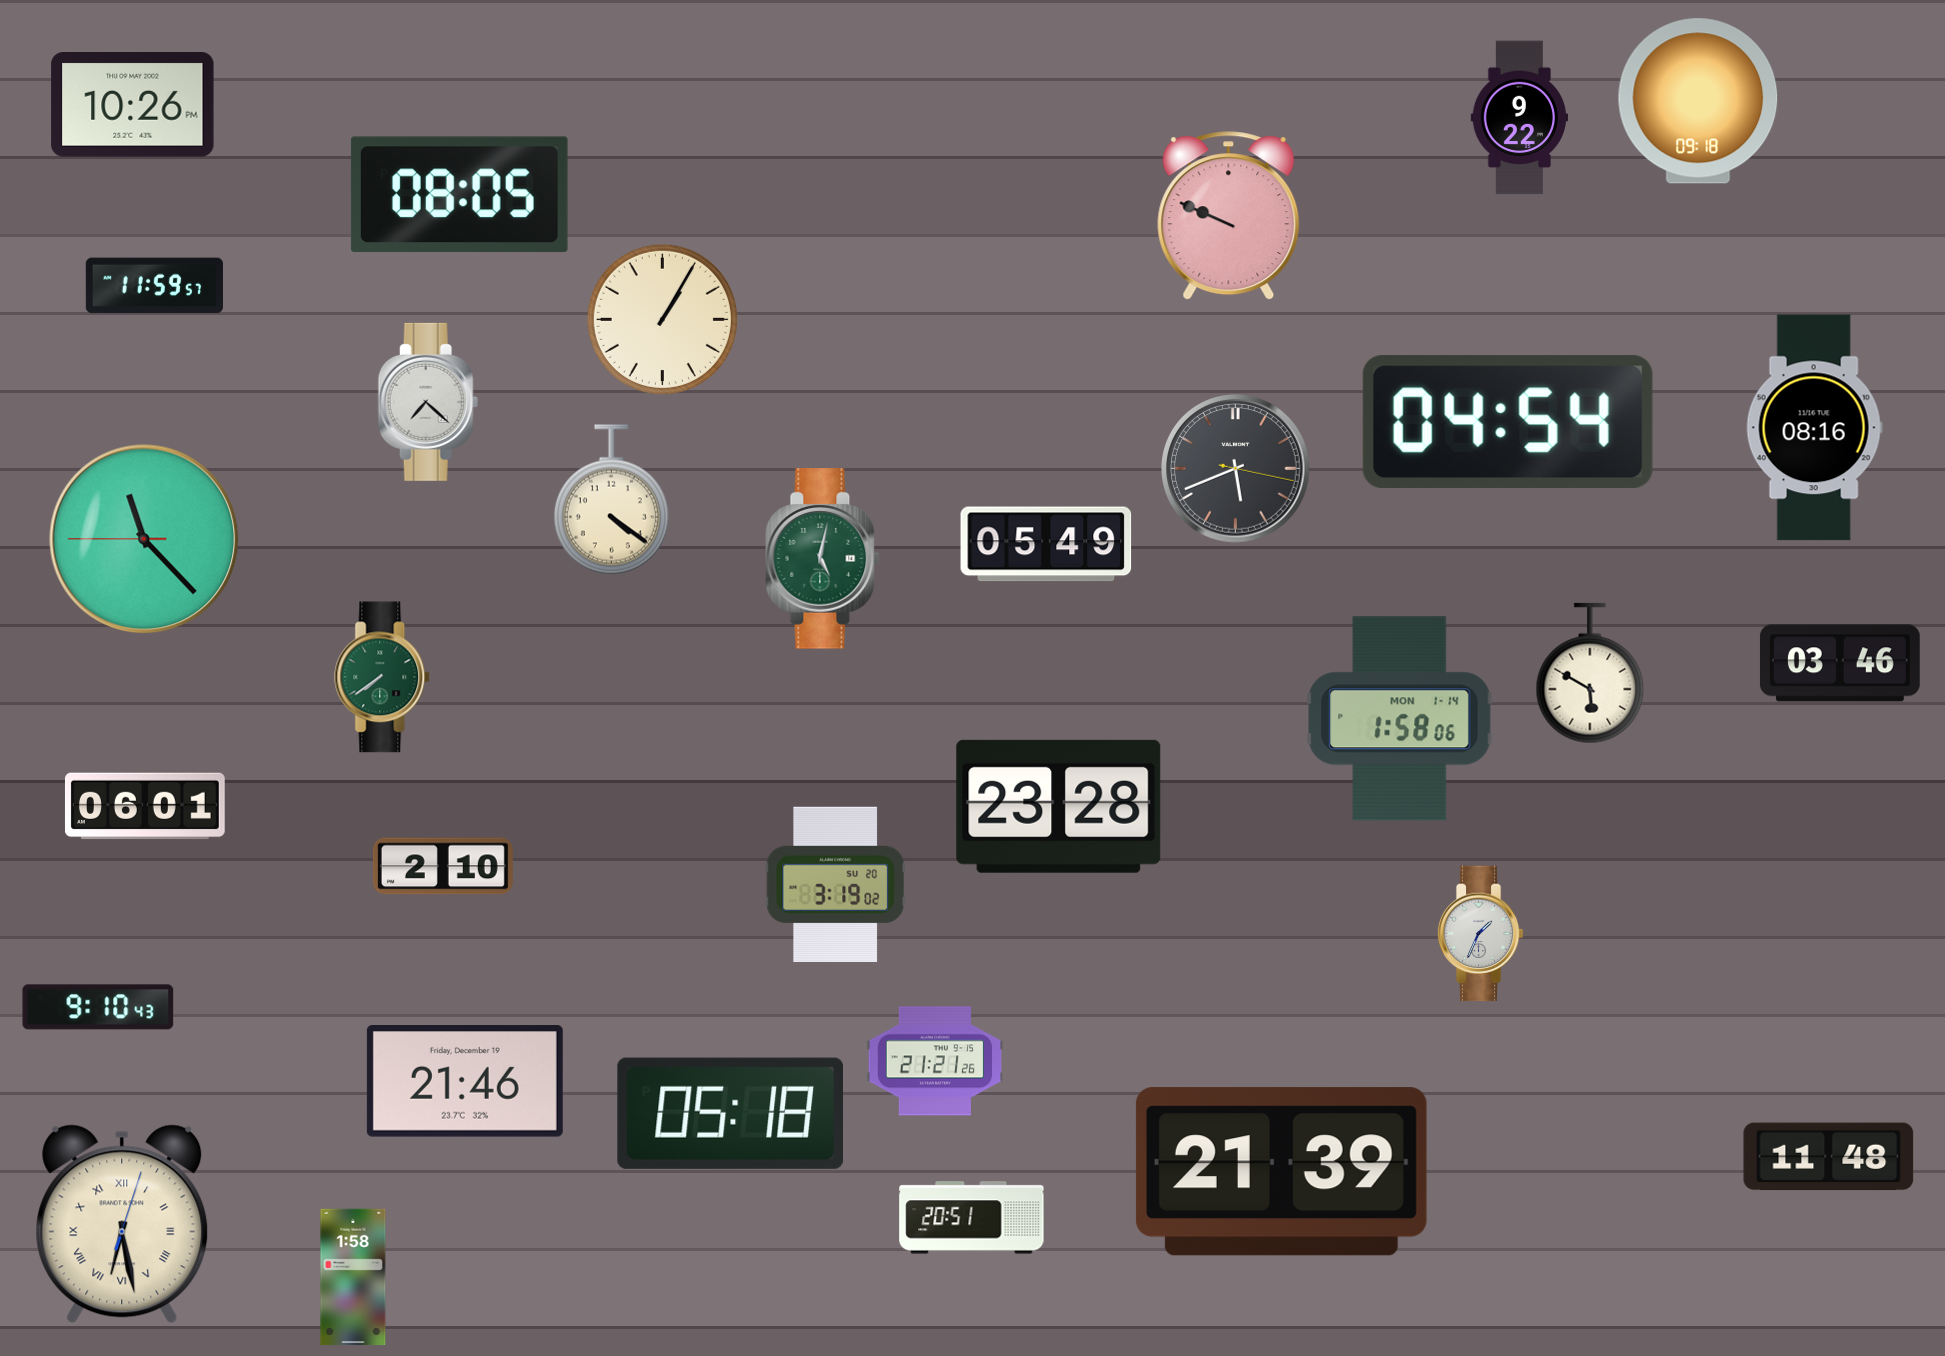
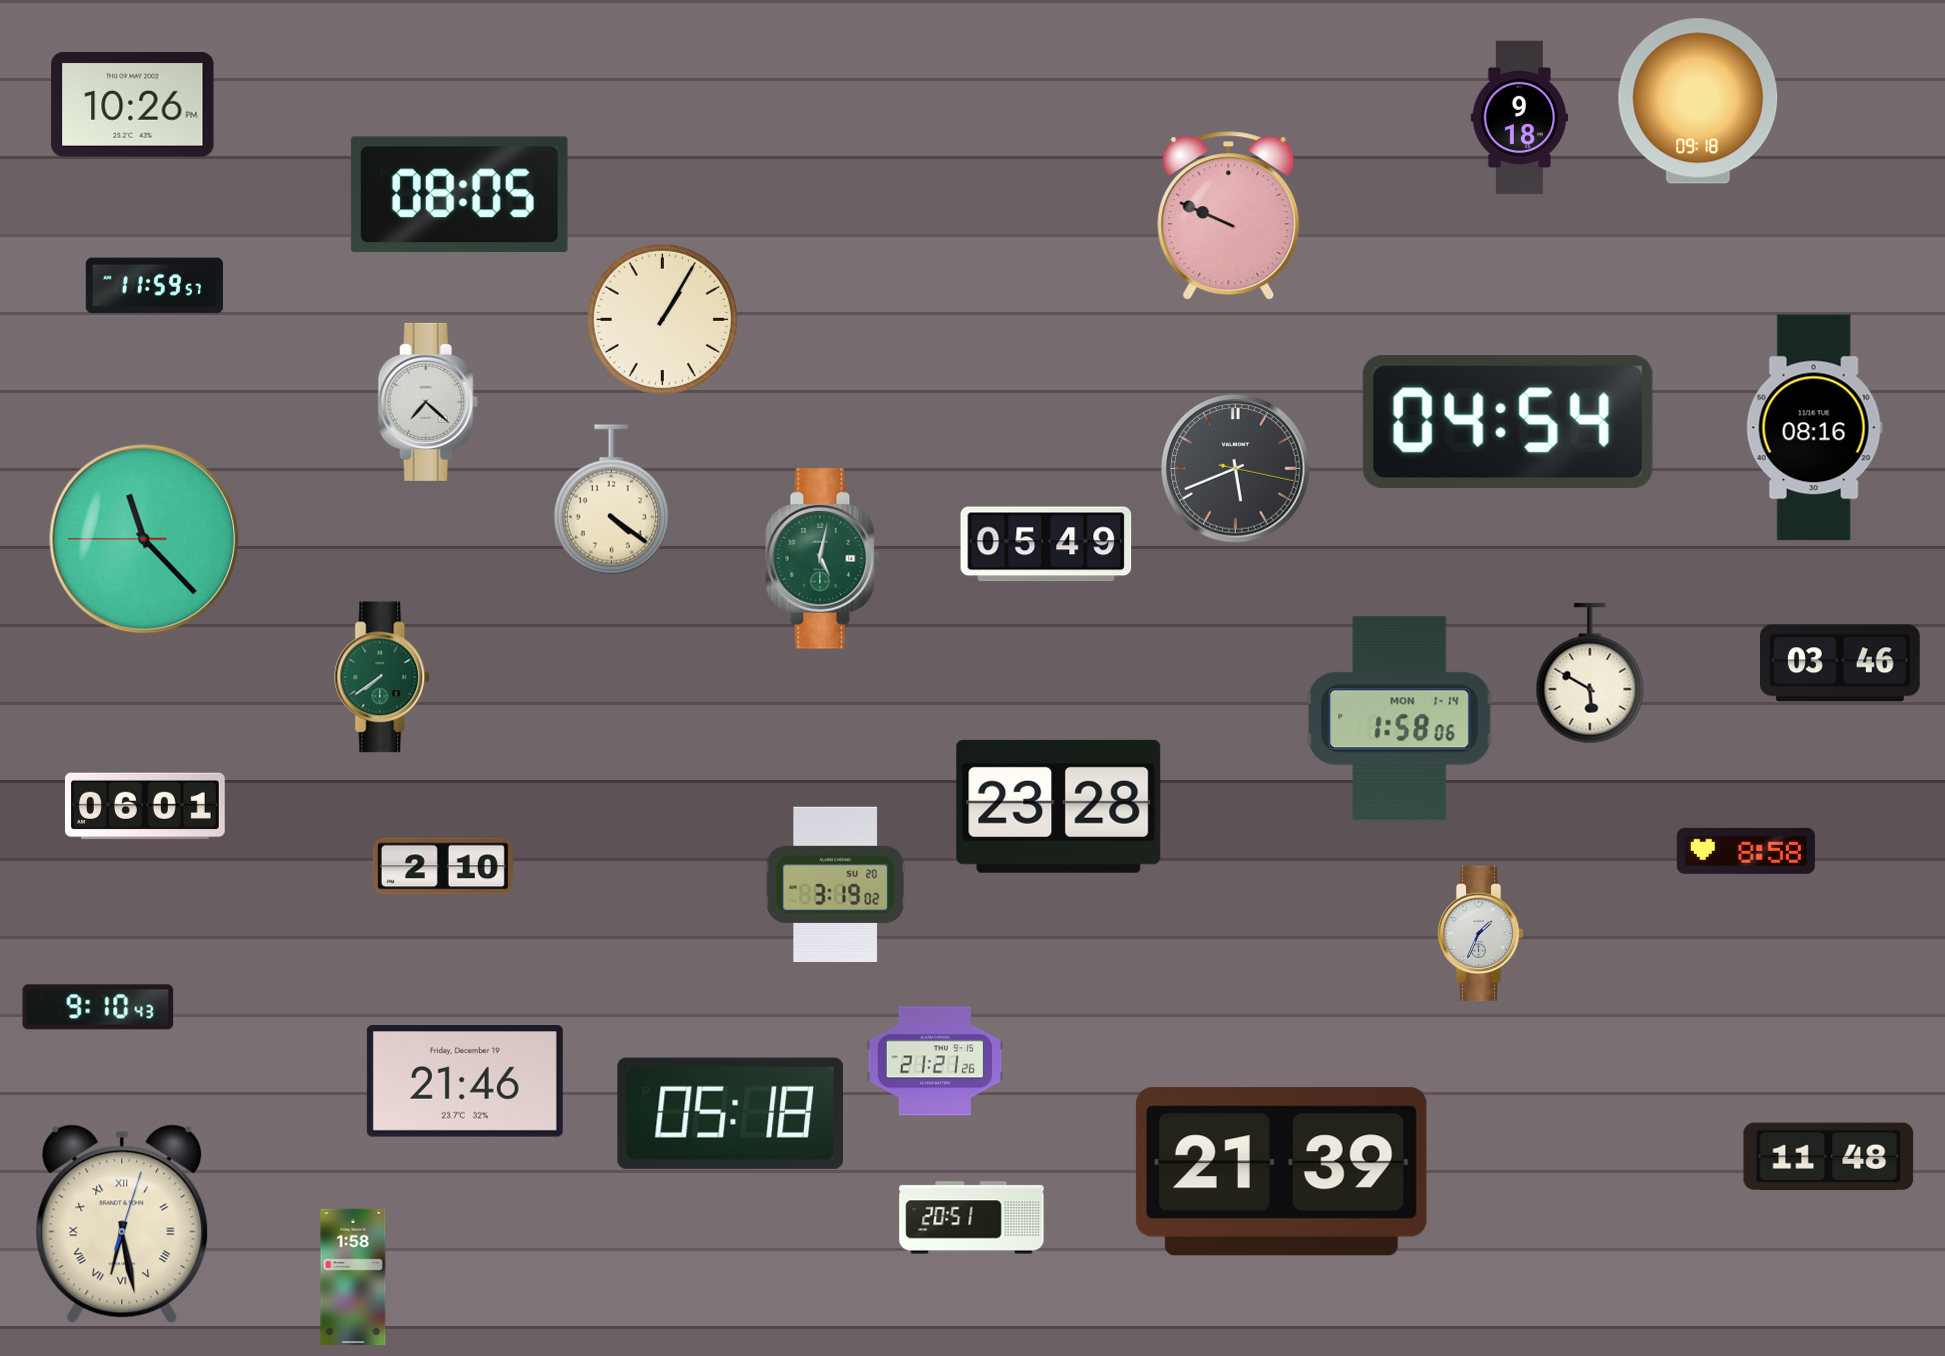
clock at (1519, 118): 9:22 -> 9:18
clock at (1746, 851): none -> 8:58
